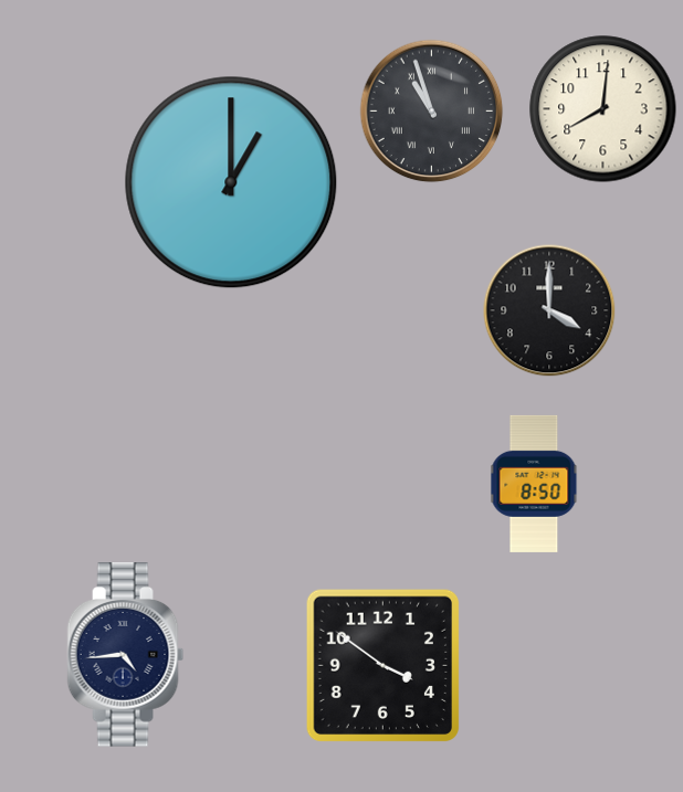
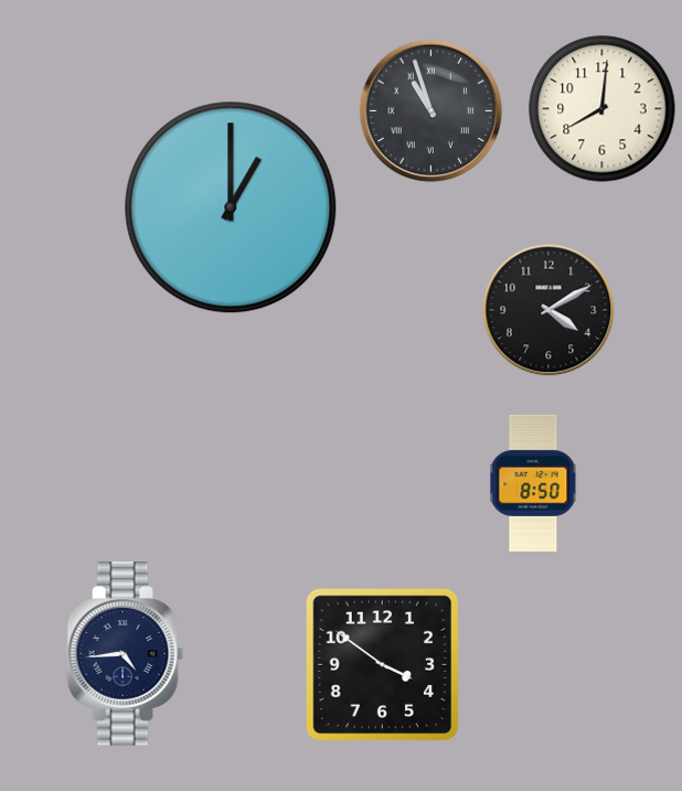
clock at (231, 182) position: (231, 182) -> (231, 207)
clock at (549, 310): 4:00 -> 4:10
